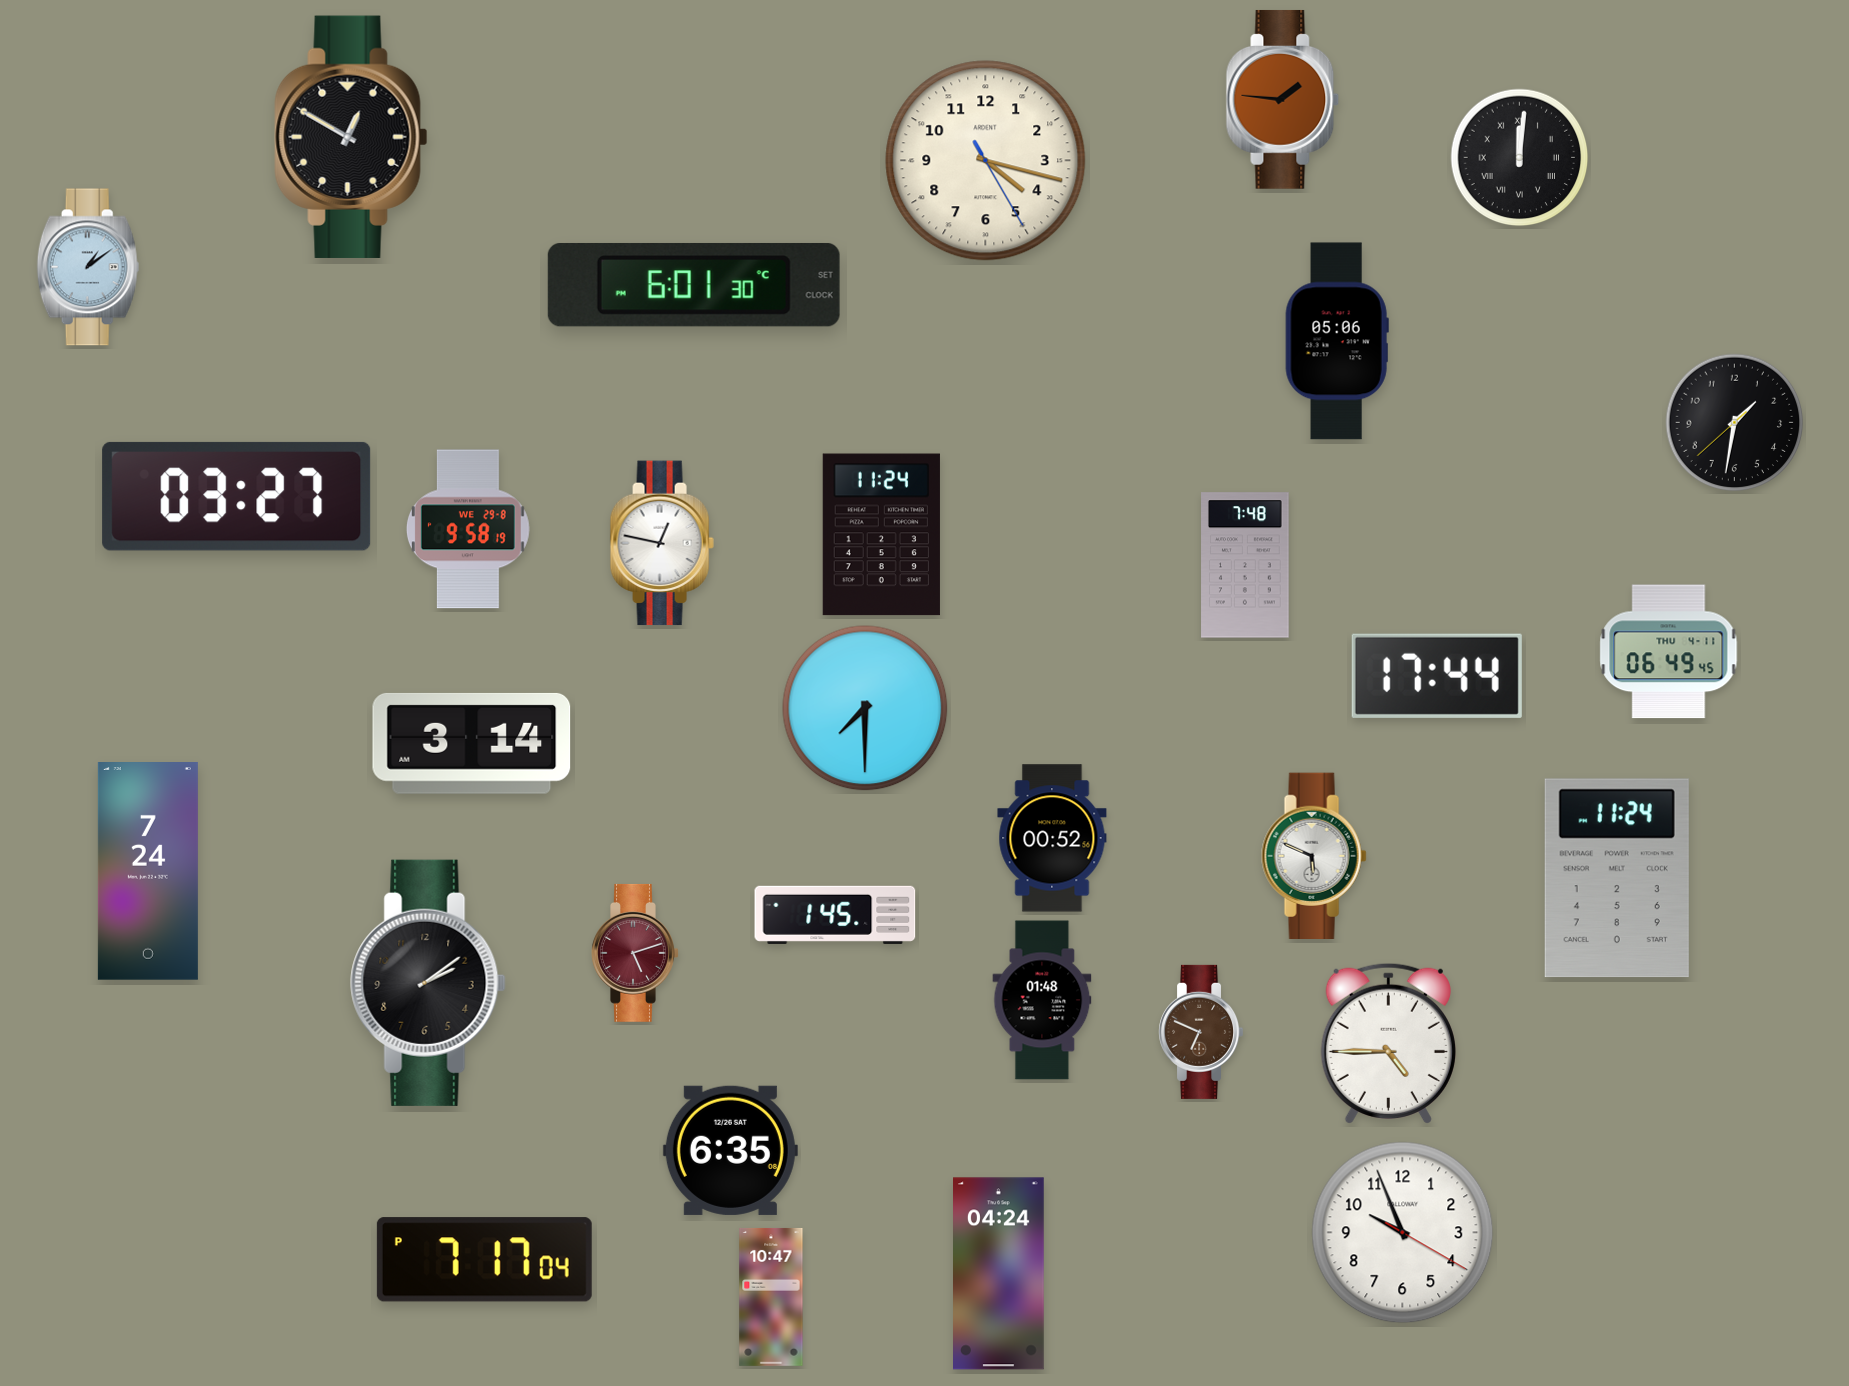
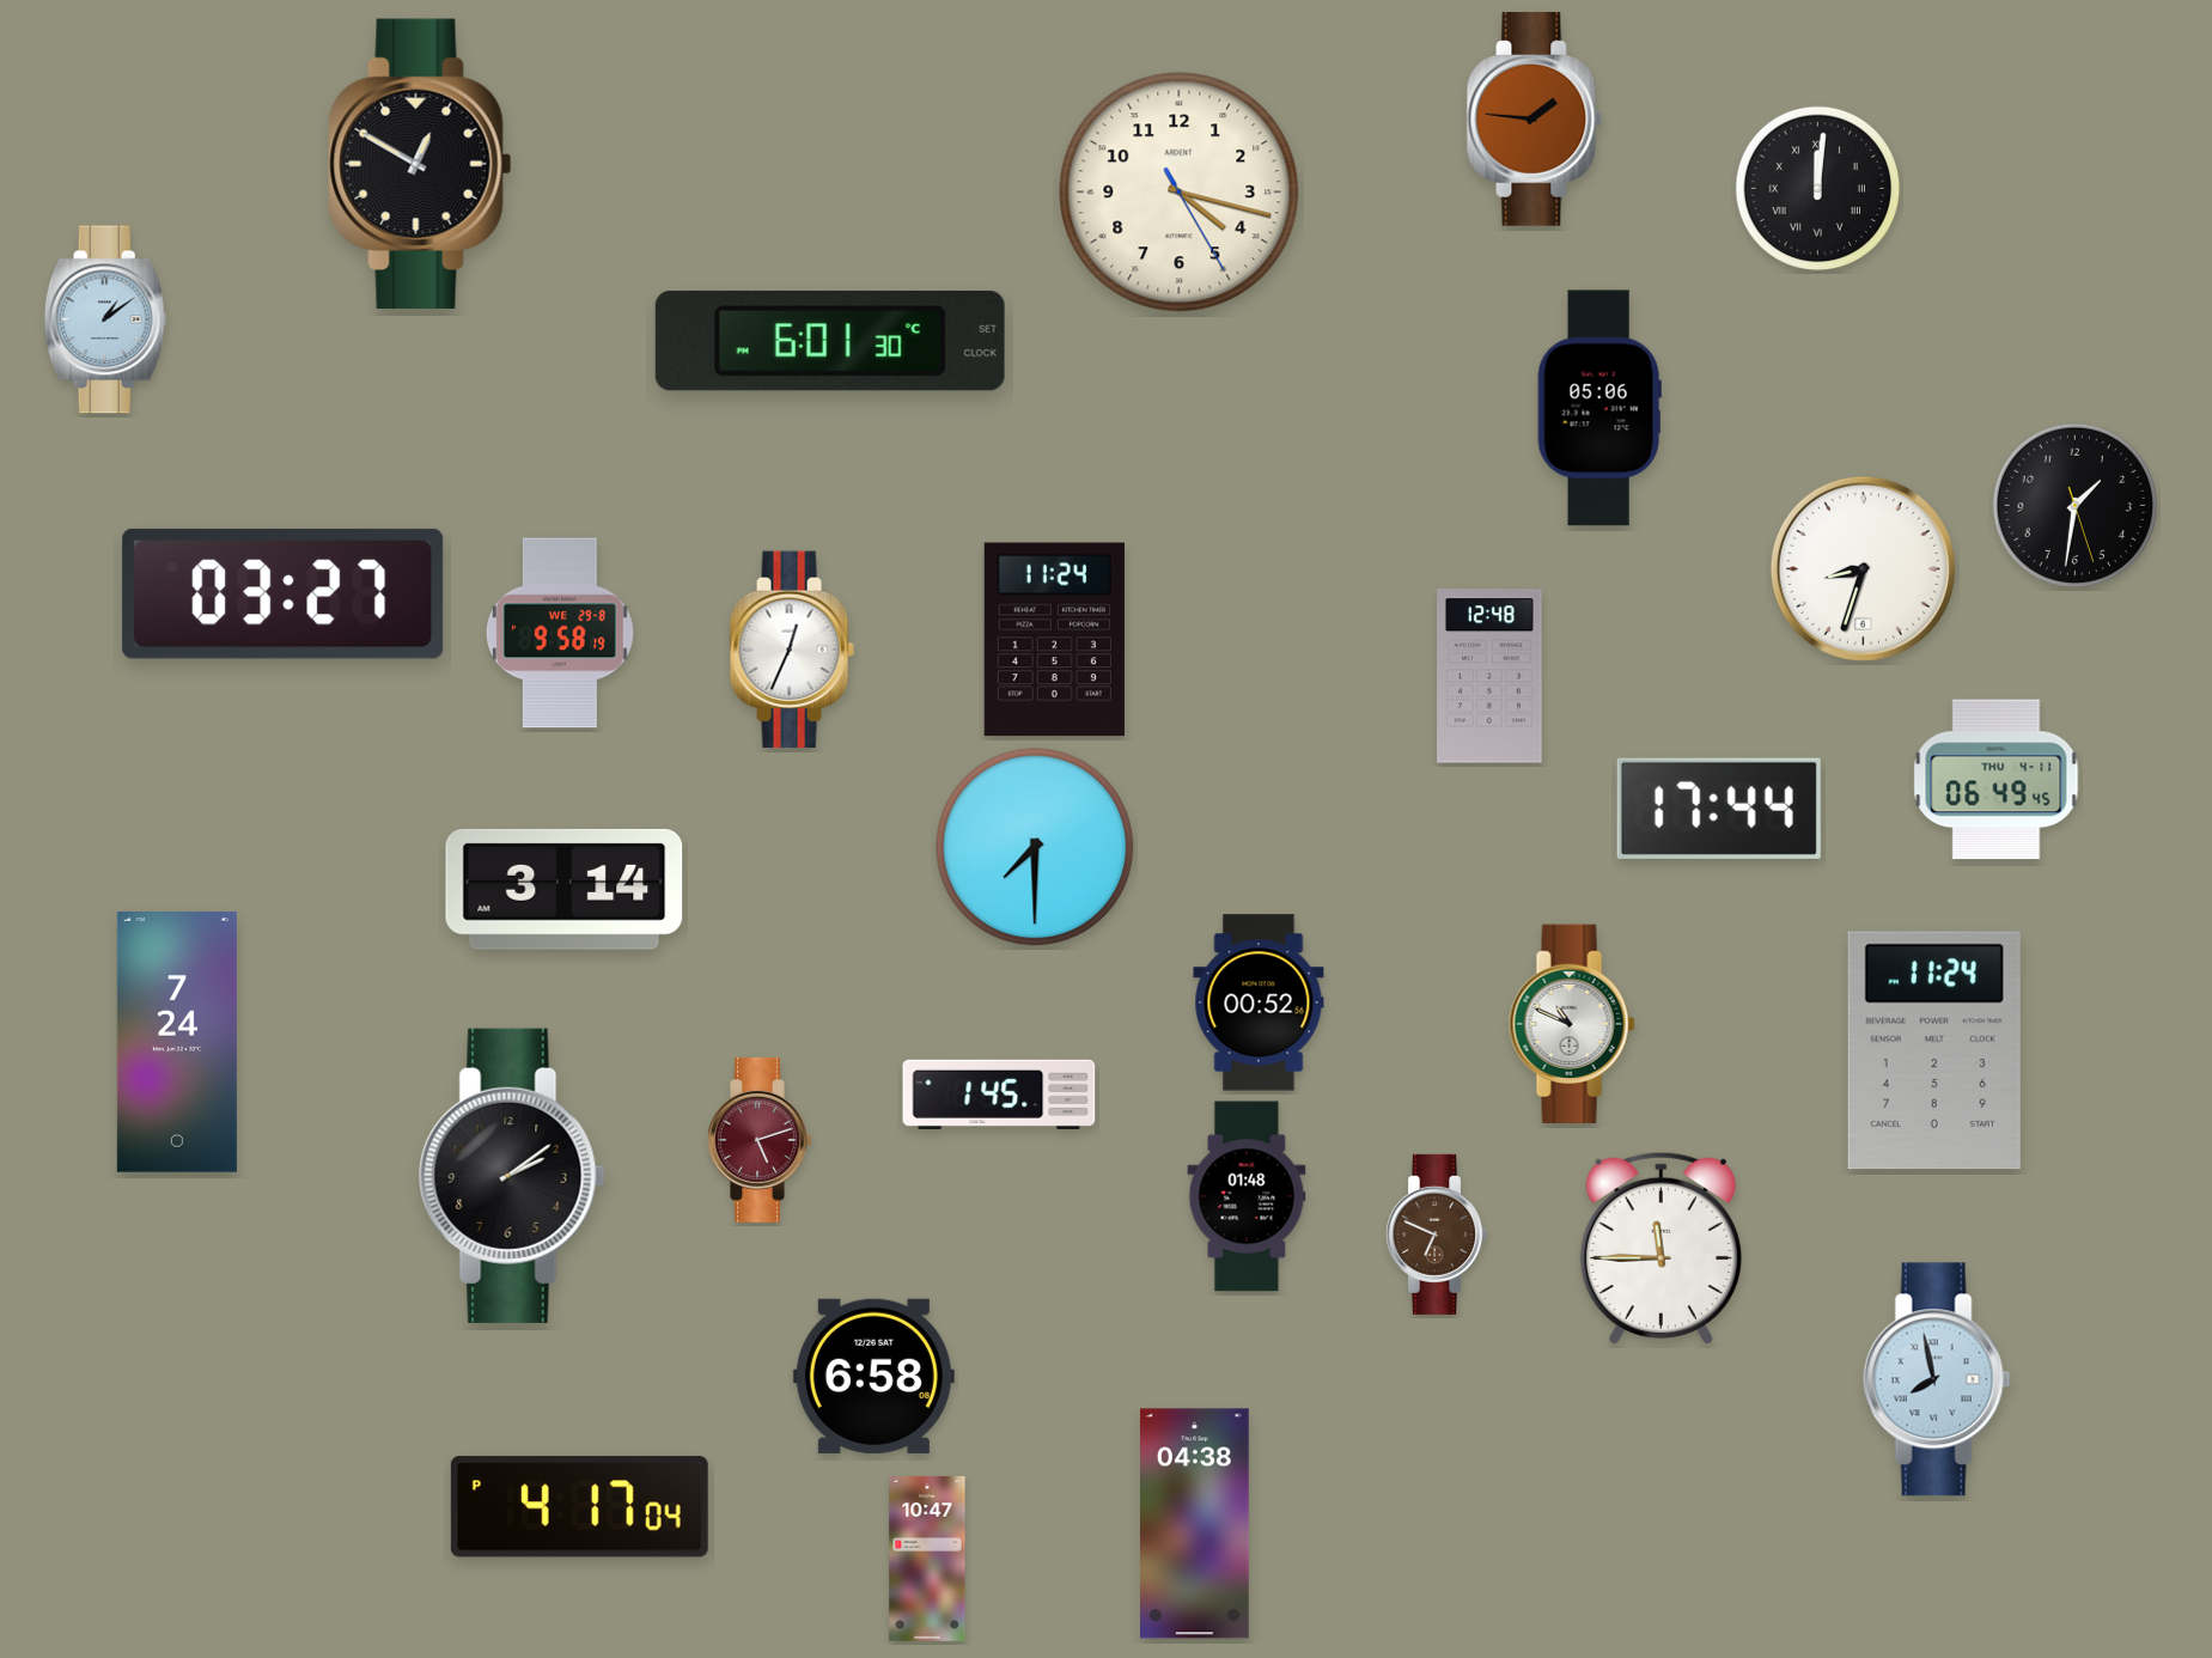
clock at (1735, 423): 1:31:38 -> 1:31:27
clock at (1863, 568): none -> 8:33
clock at (662, 543): 12:47 -> 12:34
clock at (1245, 565): 7:48 -> 12:48
clock at (1314, 855): 5:49 -> 10:49
clock at (1388, 1043): 4:45 -> 11:45
clock at (730, 1150): 6:35 -> 6:58
clock at (1937, 1379): none -> 7:58
clock at (1403, 1233): 9:56 -> none
clock at (484, 1260): 7:17 -> 4:17
clock at (999, 1274): 04:24 -> 04:38
clock at (771, 1297) position: (771, 1297) -> (927, 1559)
